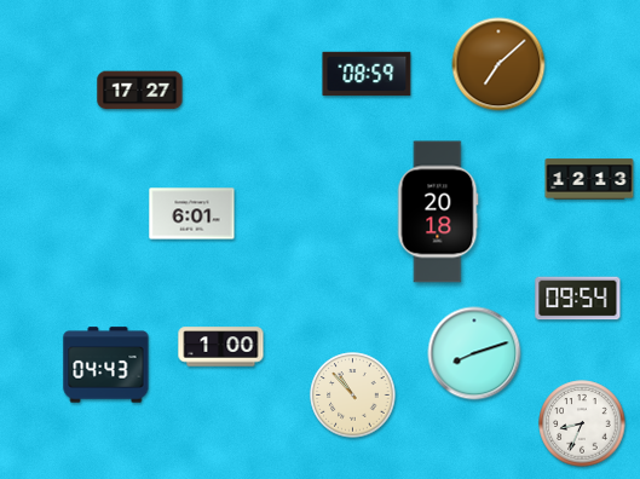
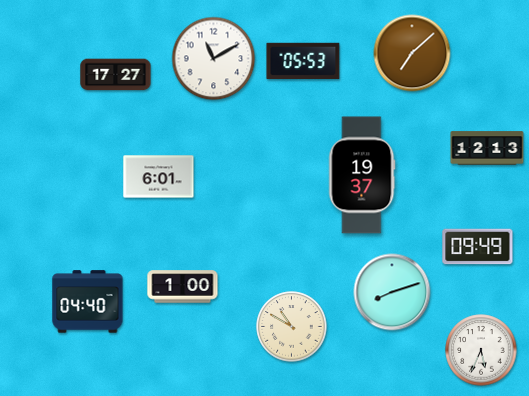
clock at (214, 59): none -> 11:10
clock at (367, 74): 08:59 -> 05:53
clock at (438, 212): 20:18 -> 19:37
clock at (578, 299): 09:54 -> 09:49
clock at (106, 365): 04:43 -> 04:40
clock at (353, 396): 10:53 -> 10:50
clock at (582, 423): 8:34 -> 5:34
